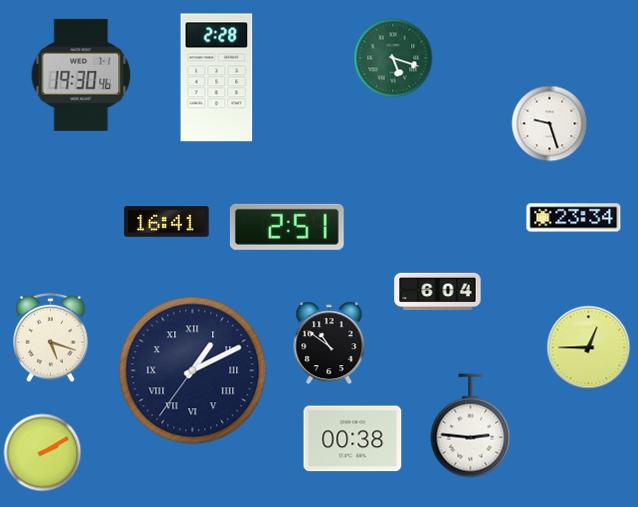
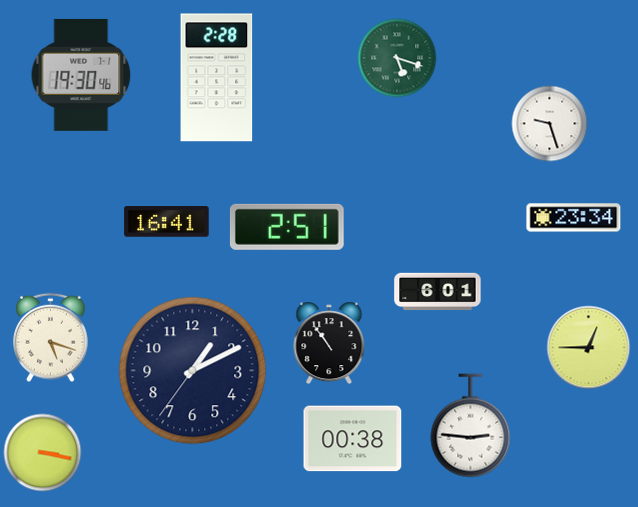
clock at (393, 58) position: (393, 58) -> (397, 58)
clock at (438, 292): 6:04 -> 6:01
clock at (329, 343): 10:51 -> 10:54
clock at (193, 371) numerals: Roman -> Arabic
clock at (43, 453): 2:10 -> 3:17
